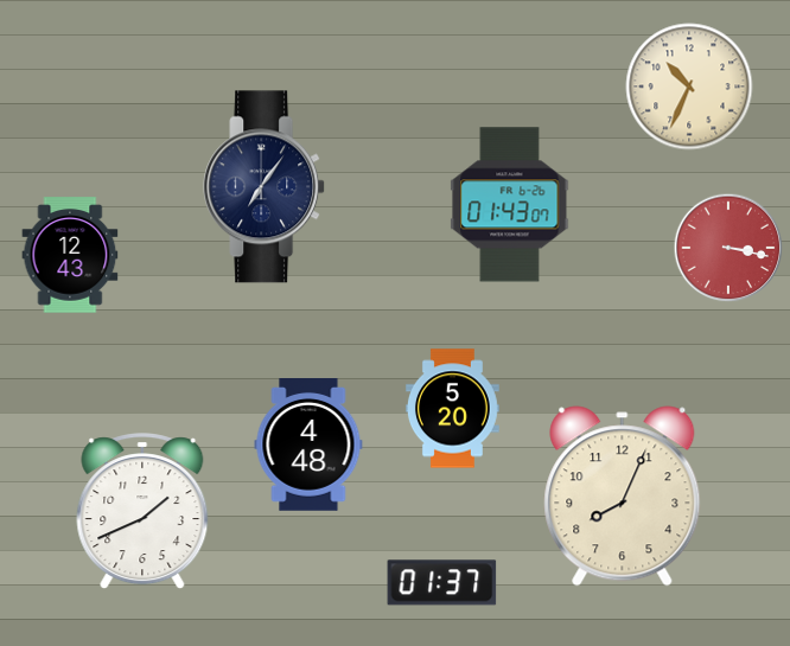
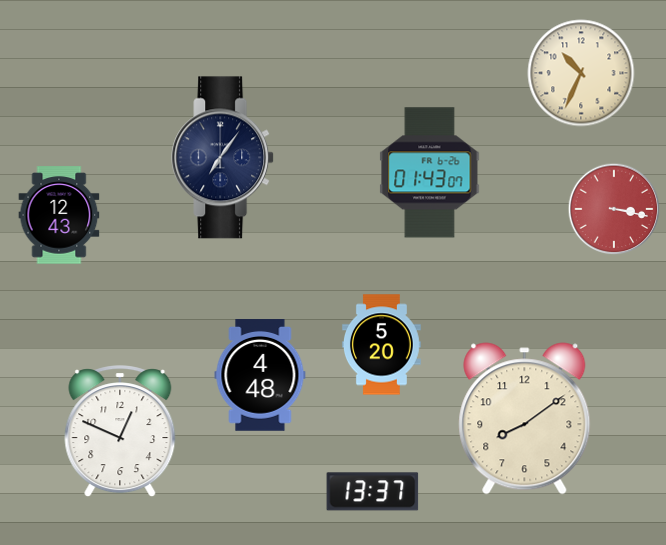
clock at (623, 497): 8:04 -> 8:09
clock at (142, 512): 1:41 -> 12:49
clock at (442, 583): 01:37 -> 13:37
